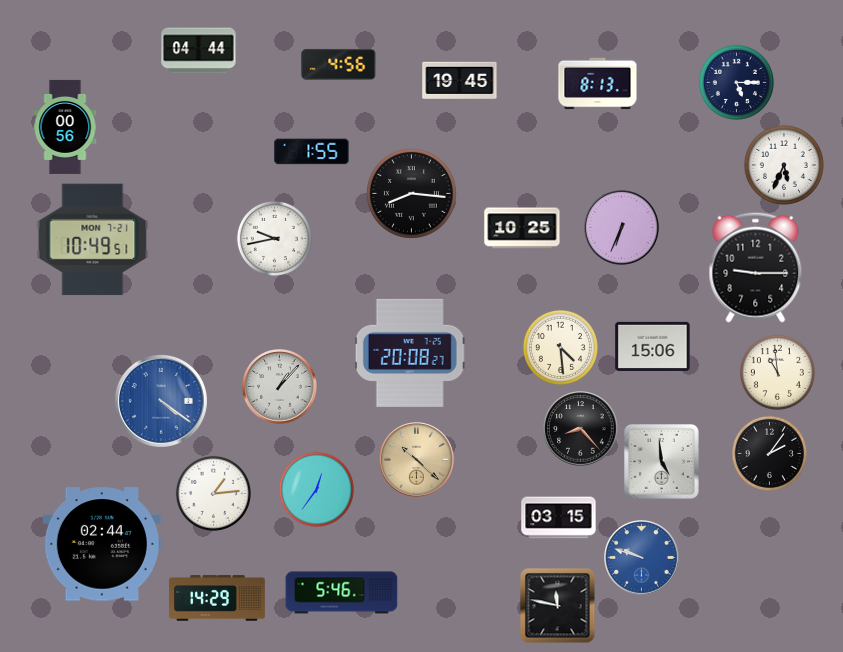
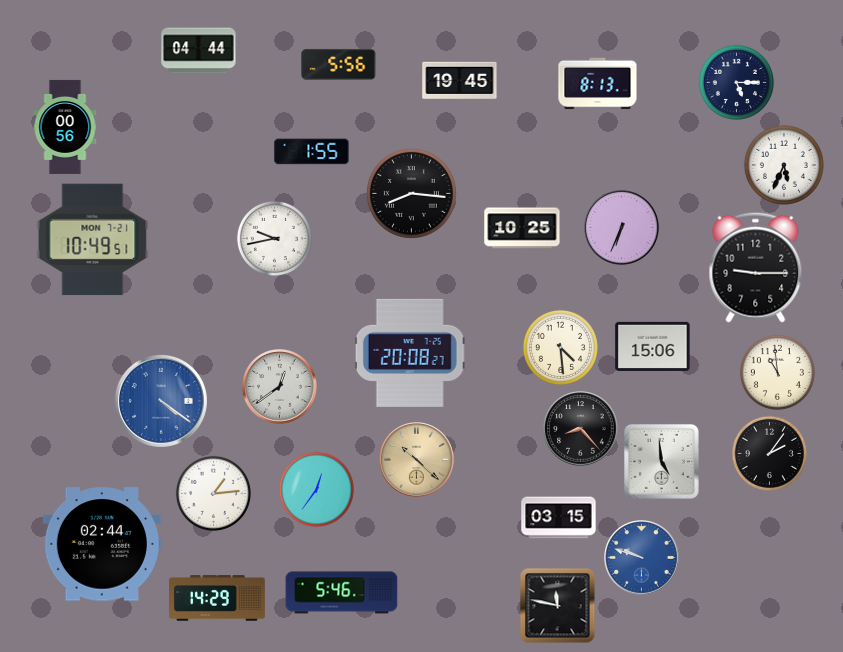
clock at (339, 64): 4:56 -> 5:56
clock at (280, 387): 1:07 -> 12:39
